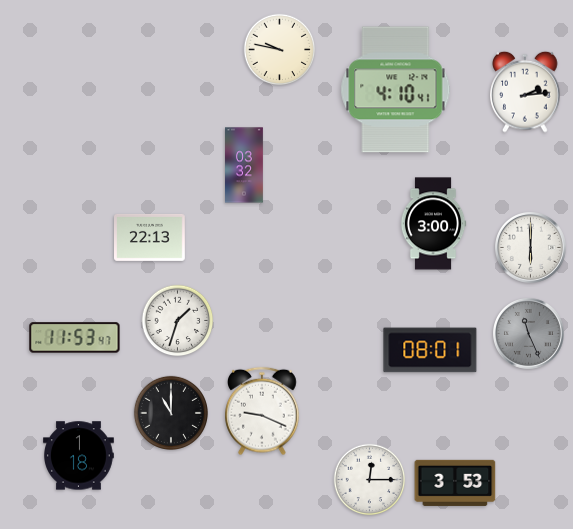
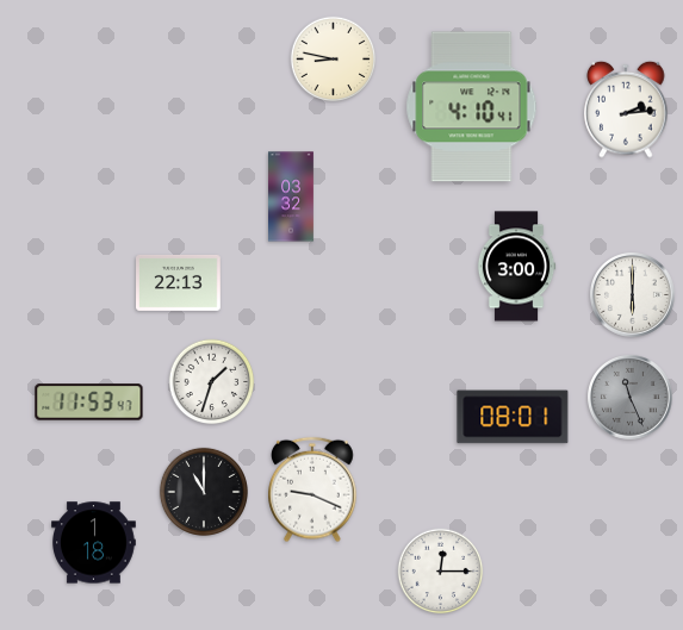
clock at (280, 50): 9:47 -> 8:47
clock at (455, 483): 3:53 -> none
